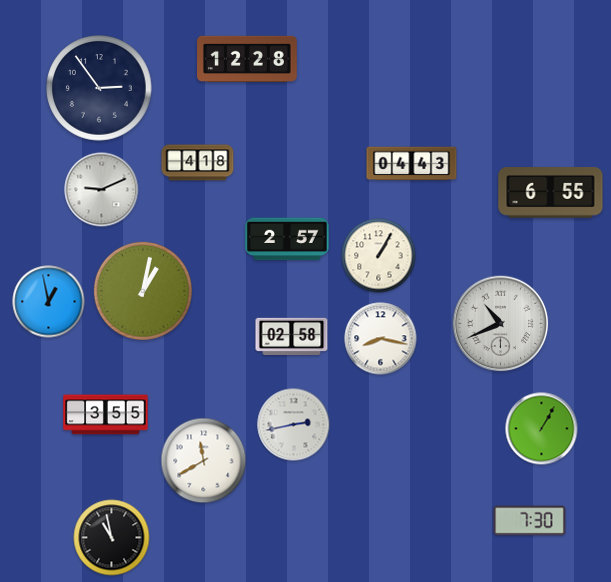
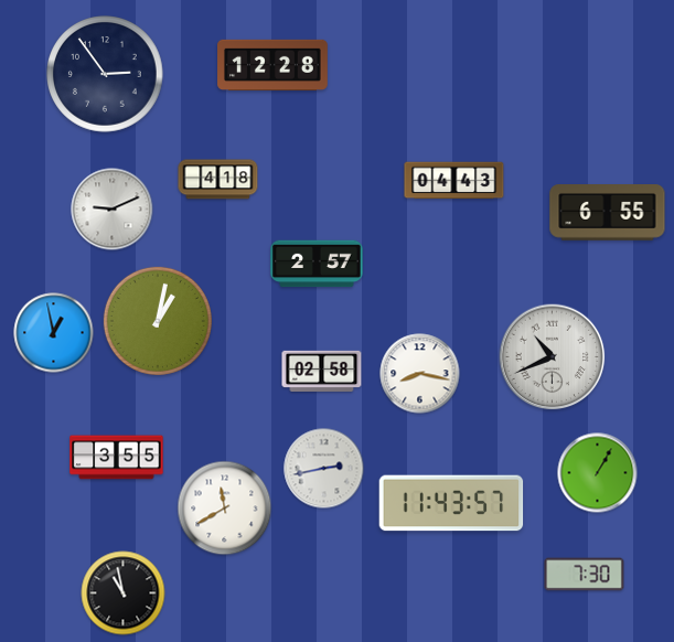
clock at (99, 88) position: (99, 88) -> (105, 74)
clock at (379, 256): 1:05 -> none
clock at (451, 503): none -> 11:43
